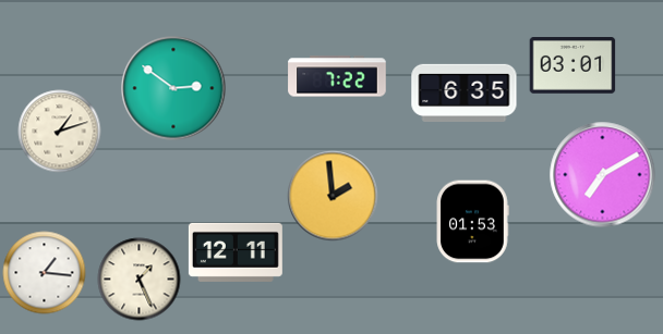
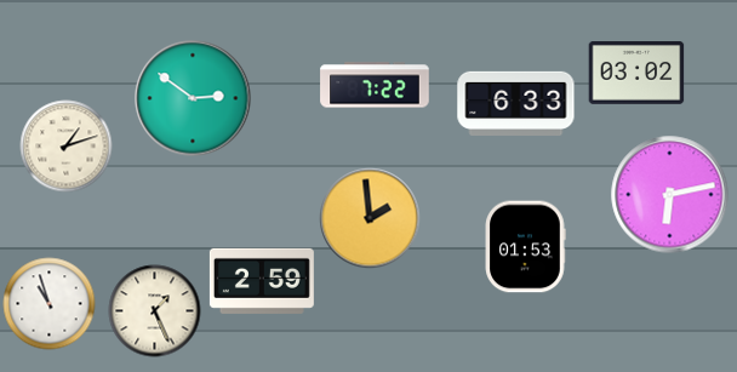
clock at (572, 66): 03:01 -> 03:02
clock at (465, 92): 6:35 -> 6:33
clock at (603, 175): 7:10 -> 6:13
clock at (236, 252): 12:11 -> 2:59
clock at (45, 273): 1:16 -> 10:57
